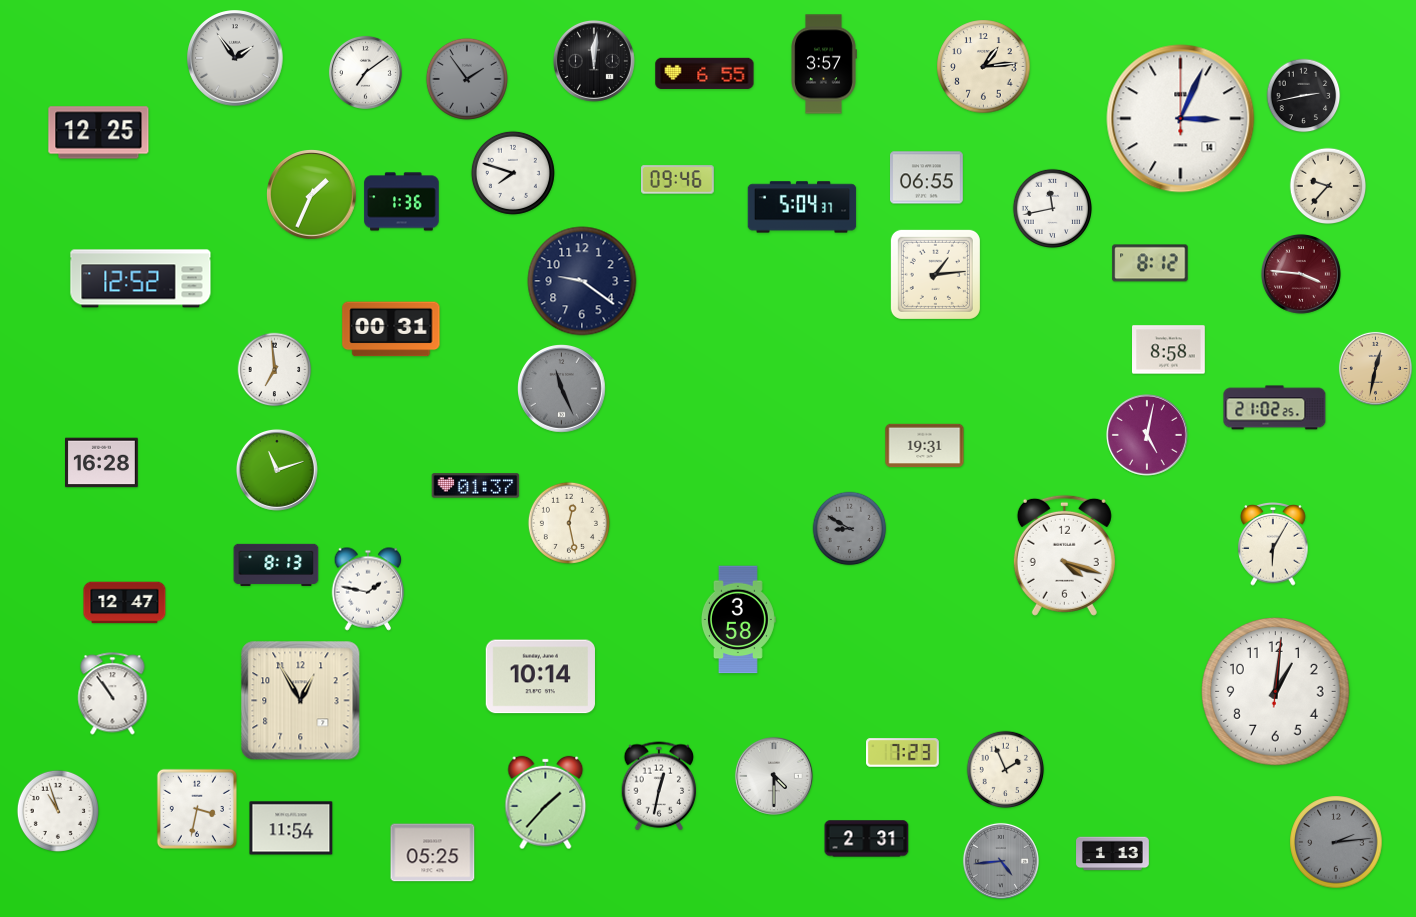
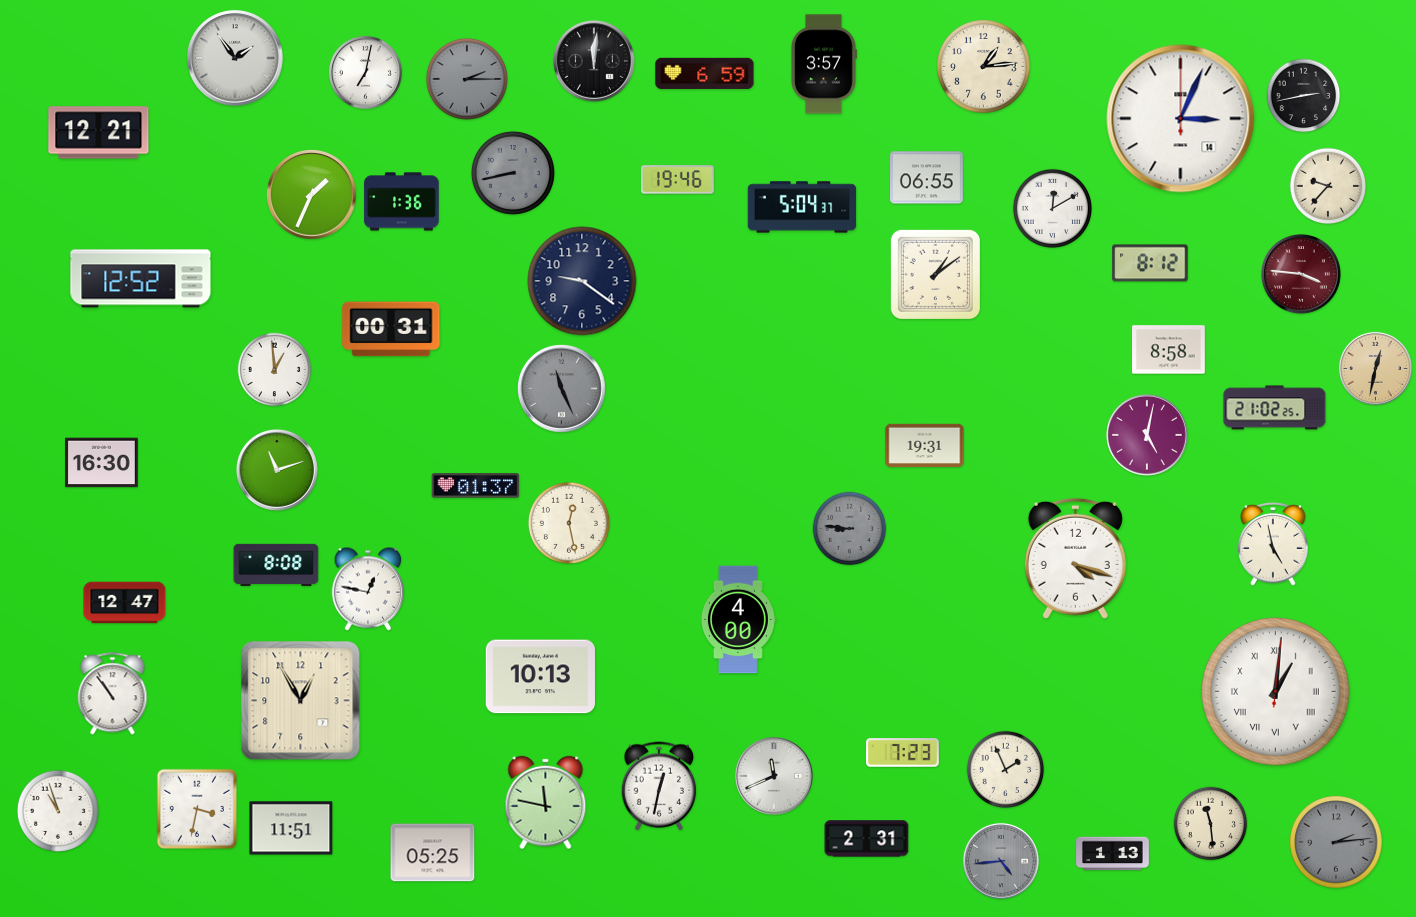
clock at (365, 72): 7:09 -> 7:02
clock at (705, 73): 6:55 -> 6:59
clock at (467, 79): 1:54 -> 2:15
clock at (99, 133): 12:25 -> 12:21
clock at (513, 173): 7:48 -> 8:43
clock at (513, 173) dial: white -> grey
clock at (678, 180): 09:46 -> 19:46
clock at (1052, 208): 11:43 -> 12:10
clock at (935, 274): 1:14 -> 1:09
clock at (275, 370): 6:59 -> 12:59
clock at (102, 463): 16:28 -> 16:30
clock at (850, 529): 8:50 -> 8:46
clock at (1273, 544): 6:05 -> 4:58
clock at (1064, 555) position: (1064, 555) -> (1075, 558)
clock at (276, 565): 8:13 -> 8:08
clock at (368, 589): 1:47 -> 12:47
clock at (738, 620): 3:58 -> 4:00
clock at (540, 677): 10:14 -> 10:13
clock at (1276, 692) numerals: Arabic -> Roman
clock at (774, 776): 4:30 -> 11:41
clock at (546, 803): 1:37 -> 11:47
clock at (1211, 824): none -> 11:29
clock at (291, 828): 11:54 -> 11:51
